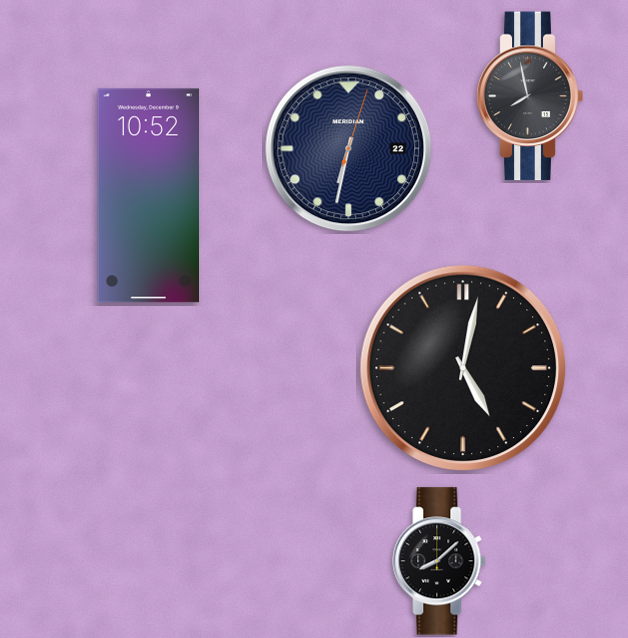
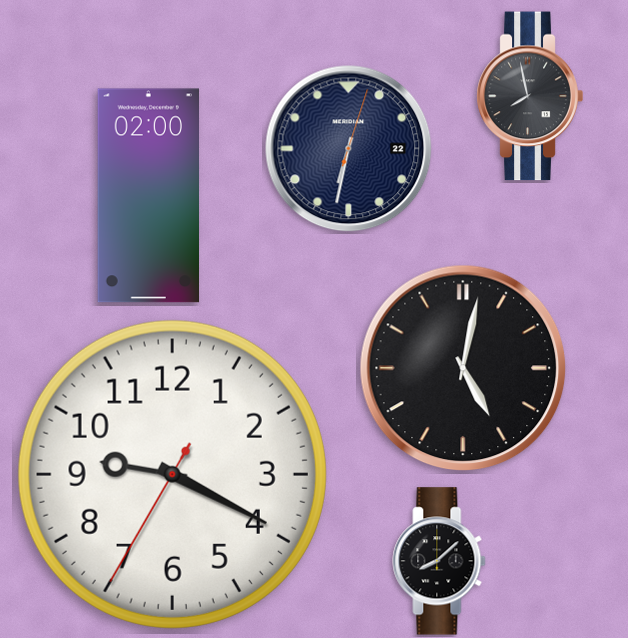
clock at (148, 196): 10:52 -> 02:00
clock at (172, 474): none -> 9:19
